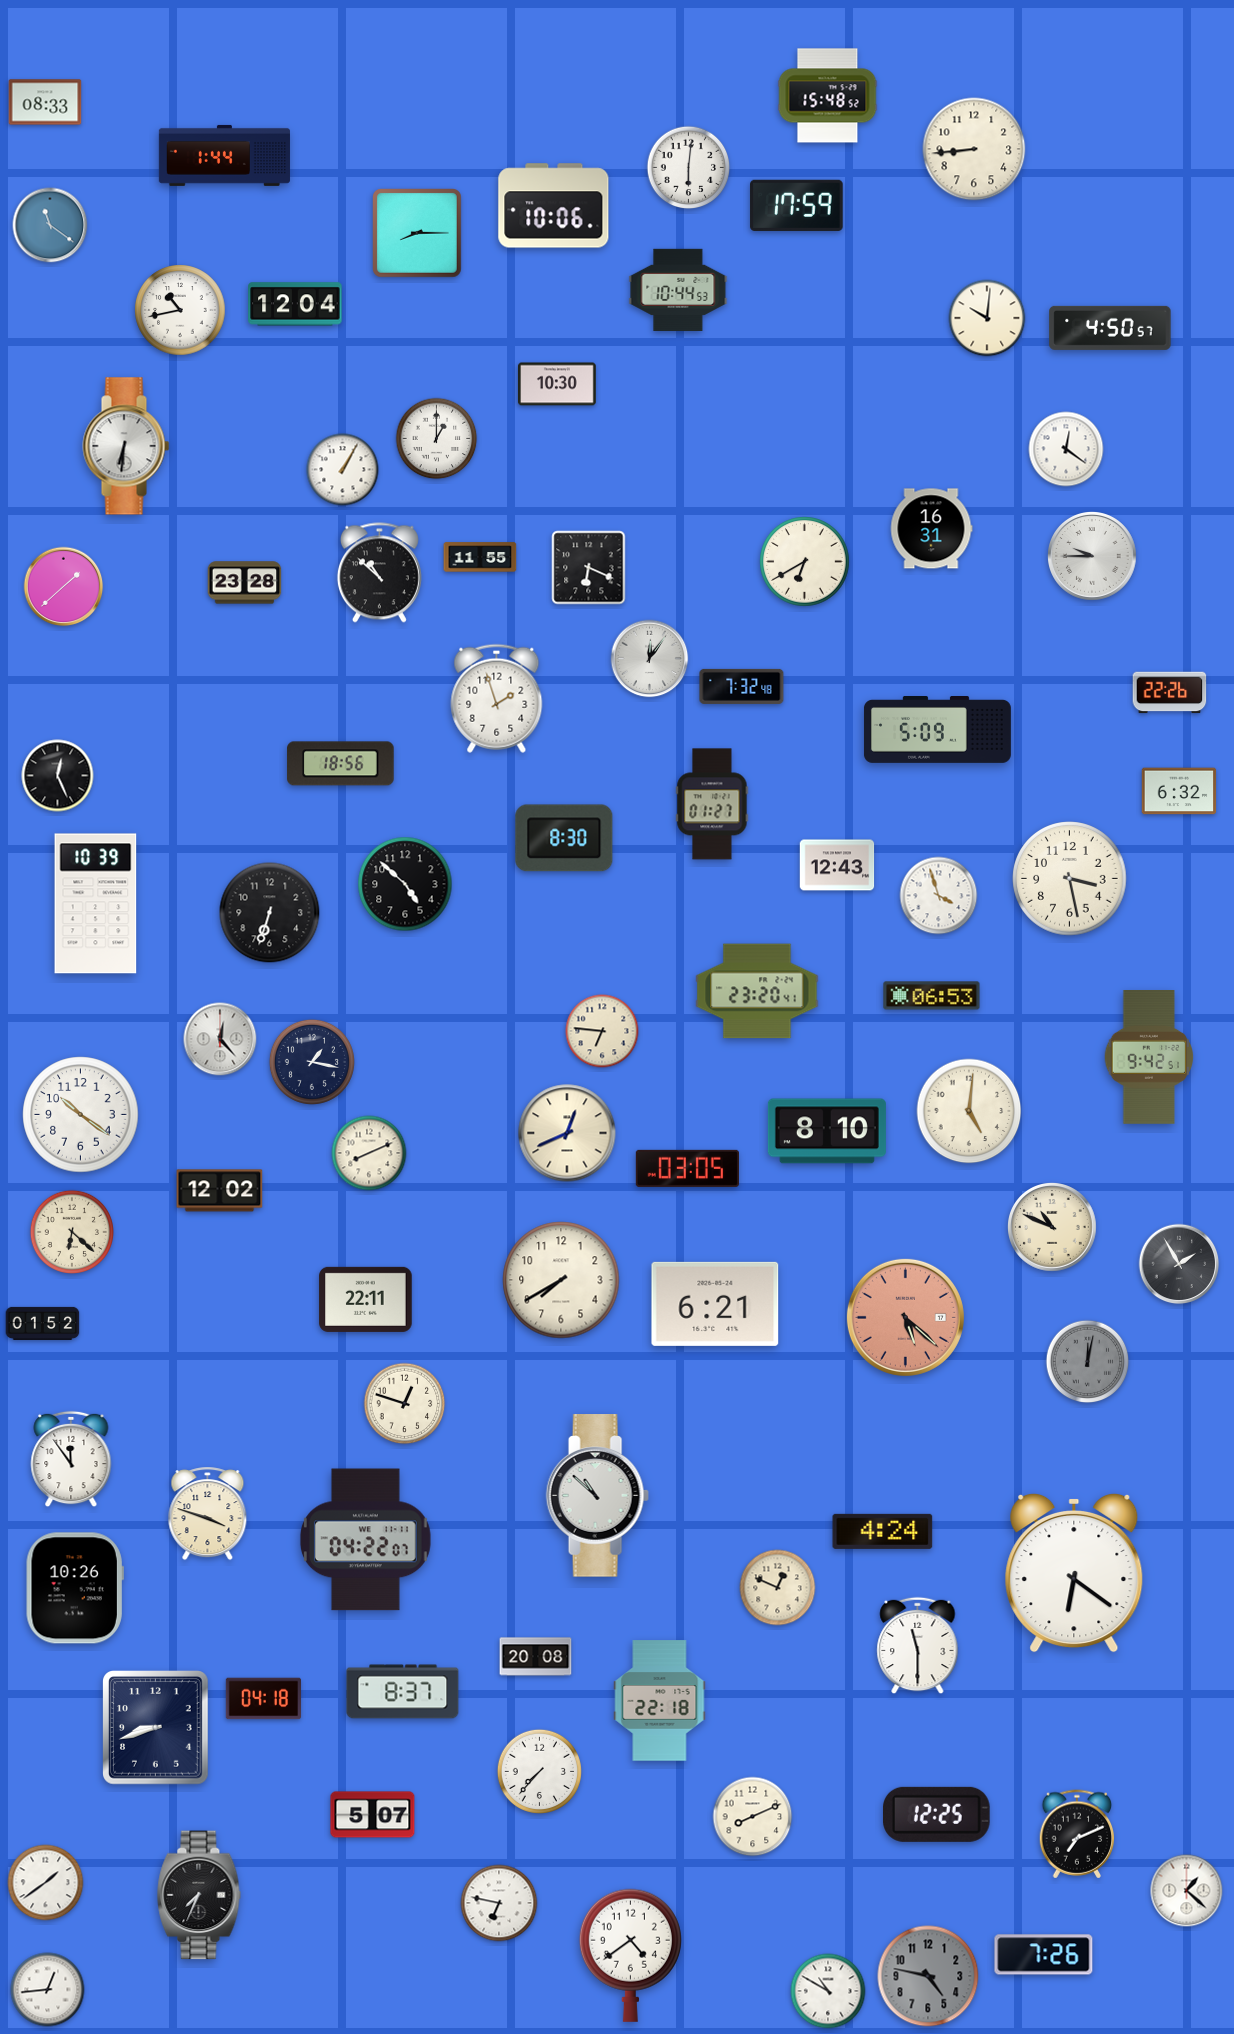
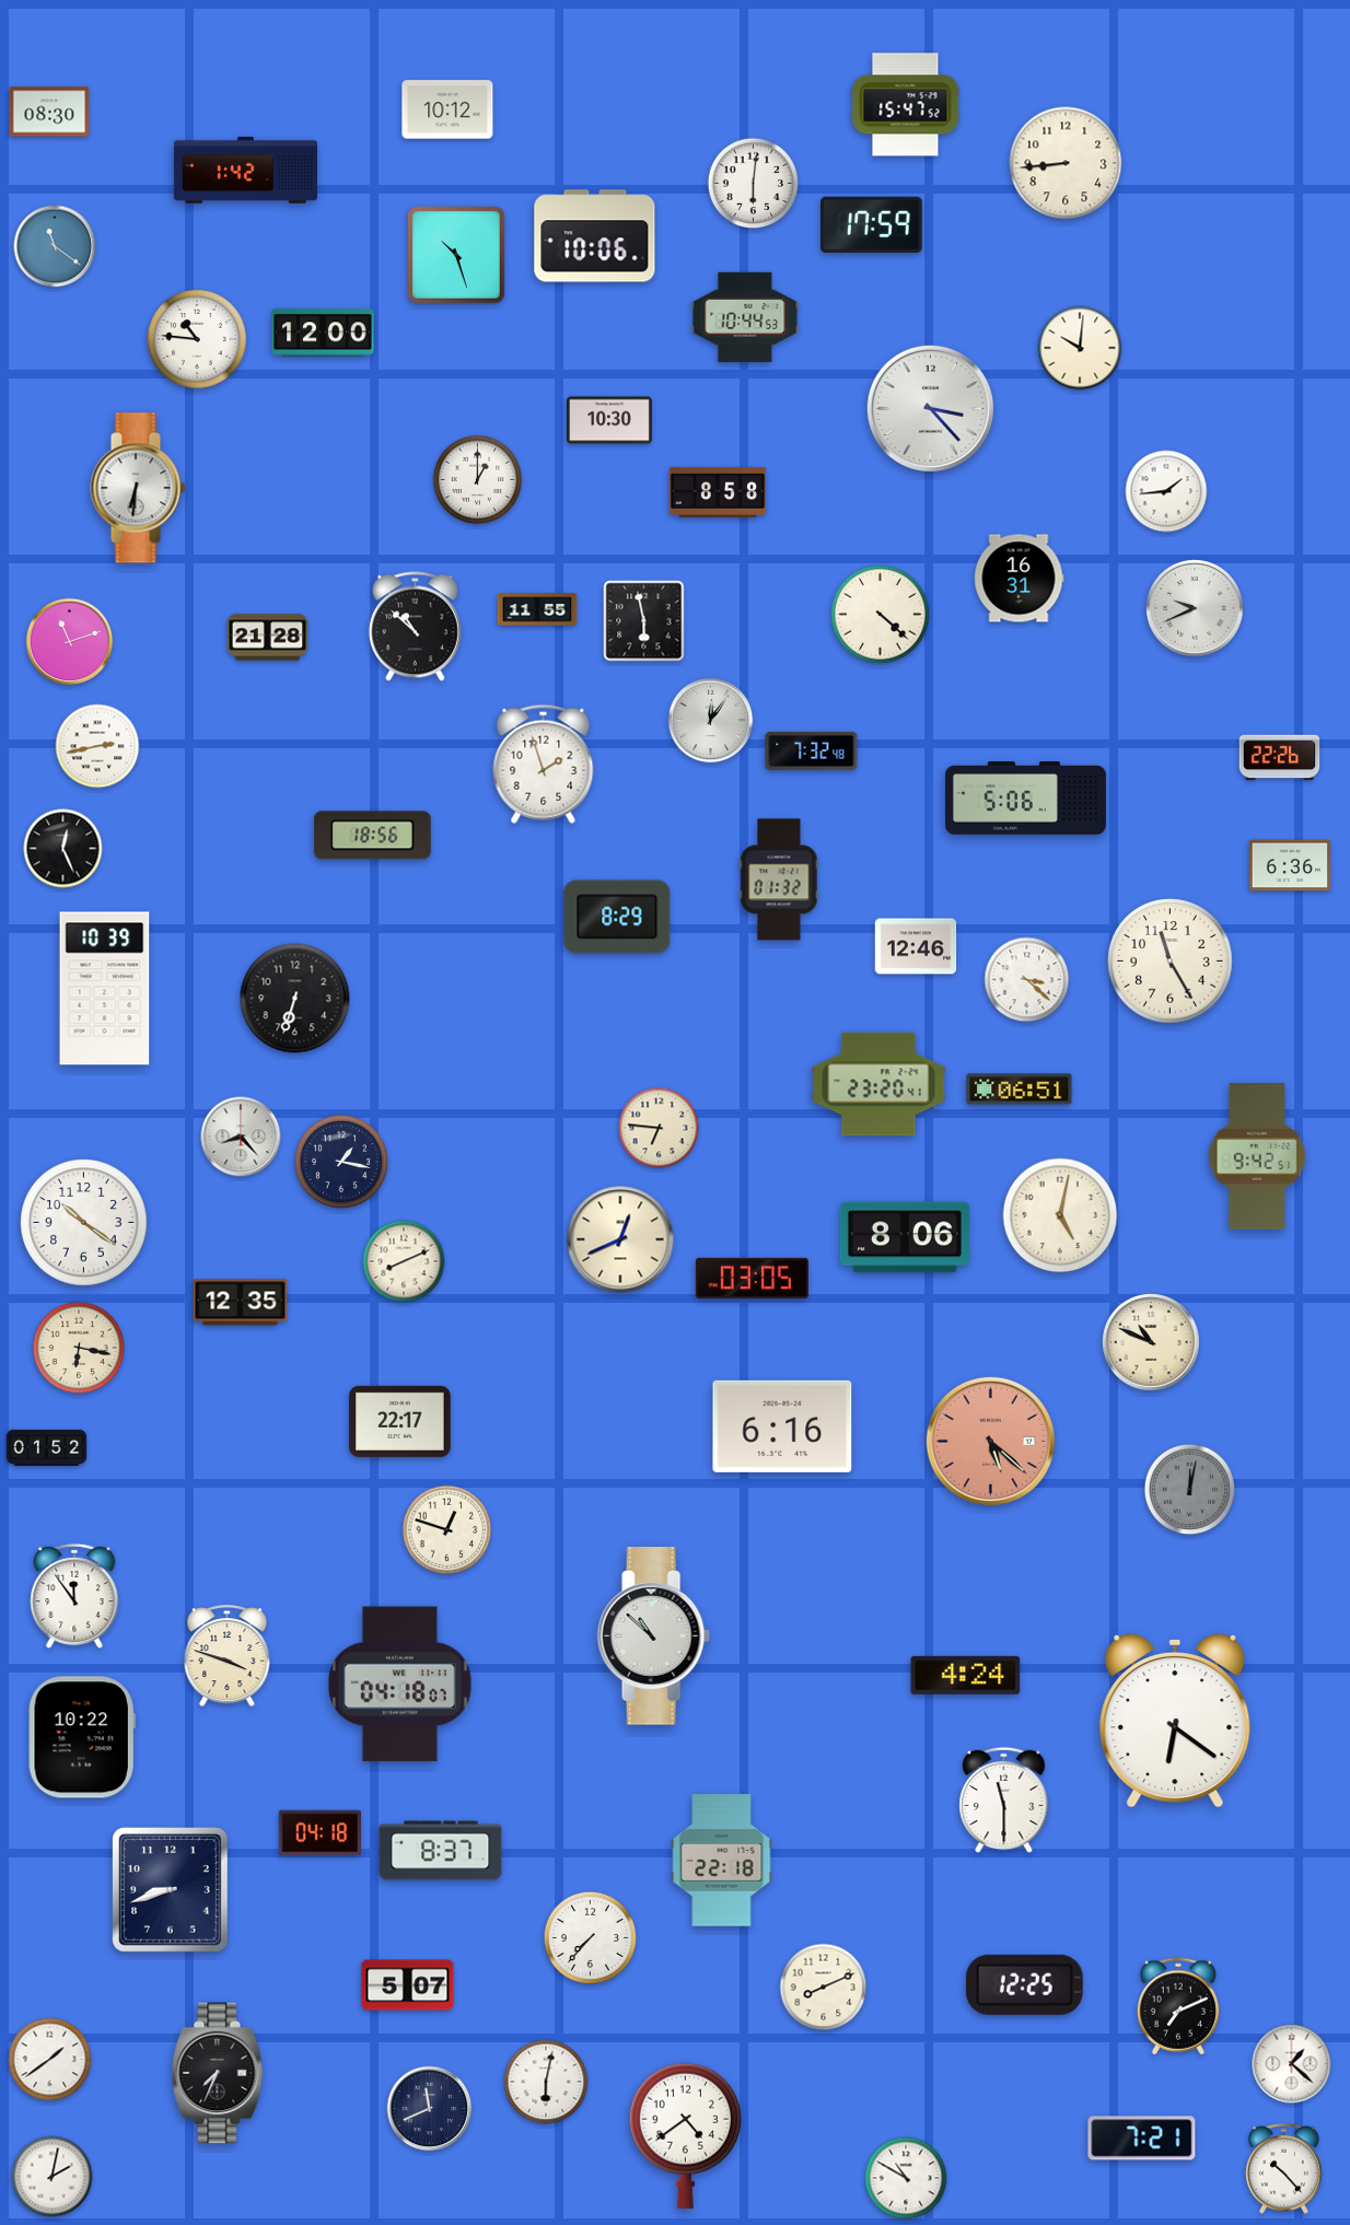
clock at (828, 96): 15:48 -> 15:47
clock at (447, 109): none -> 10:12
clock at (45, 102): 08:33 -> 08:30
clock at (224, 155): 1:44 -> 1:42
clock at (554, 206) position: (554, 206) -> (595, 236)
clock at (418, 234): 8:15 -> 10:27
clock at (678, 290) position: (678, 290) -> (745, 317)
clock at (295, 304): 12:04 -> 12:00
clock at (180, 310): 10:43 -> 10:46
clock at (1110, 328): 4:50 -> none
clock at (930, 408): none -> 3:23
clock at (1066, 449): 12:21 -> 1:44
clock at (718, 492): none -> 8:58
clock at (343, 470): 1:05 -> none
clock at (480, 557) position: (480, 557) -> (537, 609)
clock at (1093, 557): 9:45 -> 9:41
clock at (805, 562): 6:40 -> 4:22
clock at (589, 568): 6:19 -> 5:58
clock at (245, 583): 23:28 -> 21:28
clock at (64, 587): 1:38 -> 11:12
clock at (97, 746): none -> 2:43
clock at (937, 730): 5:09 -> 5:06
clock at (1179, 791): 6:32 -> 6:36
clock at (712, 804): 01:27 -> 01:32
clock at (564, 838): 8:30 -> 8:29
clock at (837, 865): 12:43 -> 12:46
clock at (1070, 879): 3:28 -> 11:25
clock at (405, 884): 4:52 -> none
clock at (939, 896): 3:57 -> 3:22
clock at (757, 991) position: (757, 991) -> (878, 1084)
clock at (932, 996): 06:53 -> 06:51
clock at (220, 1039): 12:23 -> 8:23
clock at (969, 1111): 5:01 -> 5:02
clock at (81, 1115) position: (81, 1115) -> (84, 1223)
clock at (827, 1131): 8:10 -> 8:06
clock at (220, 1191): 12:02 -> 12:35
clock at (72, 1232): 6:22 -> 6:17
clock at (1179, 1264): 1:55 -> none
clock at (561, 1280): 7:40 -> none
clock at (366, 1299): 22:11 -> 22:17
clock at (715, 1304): 6:21 -> 6:16
clock at (405, 1404) position: (405, 1404) -> (447, 1530)
clock at (71, 1459) position: (71, 1459) -> (74, 1596)
clock at (365, 1540): 04:22 -> 04:18
clock at (75, 1588): 10:26 -> 10:22
clock at (778, 1588): 12:49 -> none
clock at (536, 1657): 20:08 -> none
clock at (263, 1699) position: (263, 1699) -> (319, 1833)
clock at (1187, 1891) position: (1187, 1891) -> (1292, 2064)
clock at (499, 1903): 6:47 -> 6:02
clock at (430, 2109): none -> 11:41
clock at (630, 1955) position: (630, 1955) -> (685, 2135)
clock at (1044, 1955): 7:26 -> 7:21
clock at (928, 1976): 4:47 -> none
clock at (1284, 2169): none -> 10:23
clock at (48, 1990): 12:44 -> 2:02
